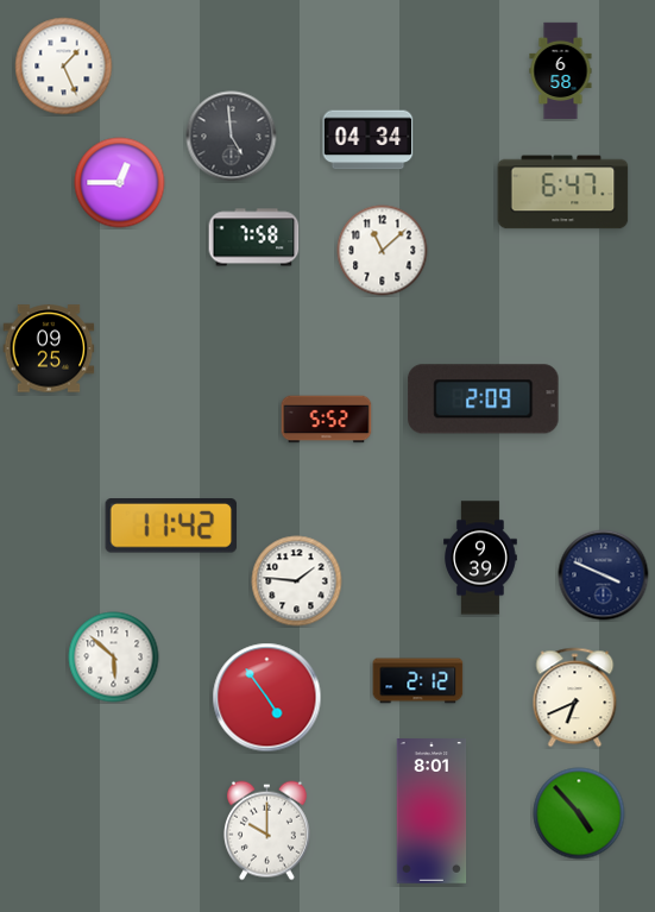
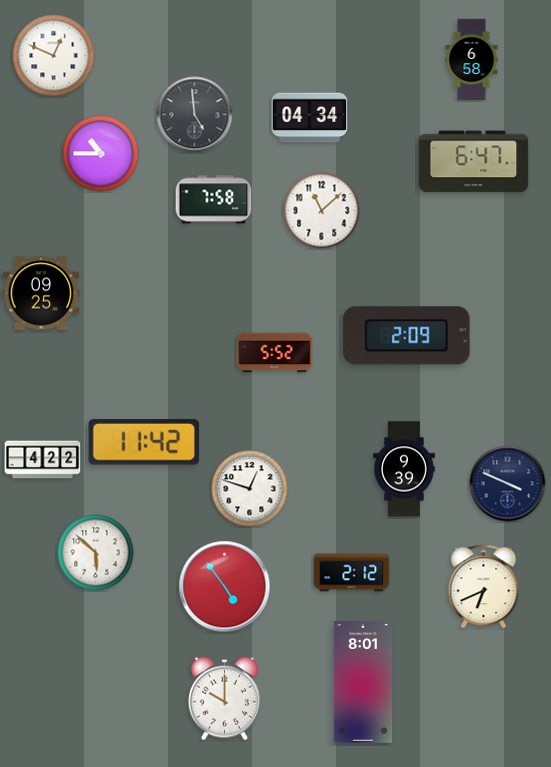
clock at (64, 67): 1:26 -> 12:49
clock at (120, 183): 12:45 -> 10:45
clock at (43, 460): none -> 4:22
clock at (297, 581): 1:46 -> 12:48
clock at (579, 813): 4:53 -> none
